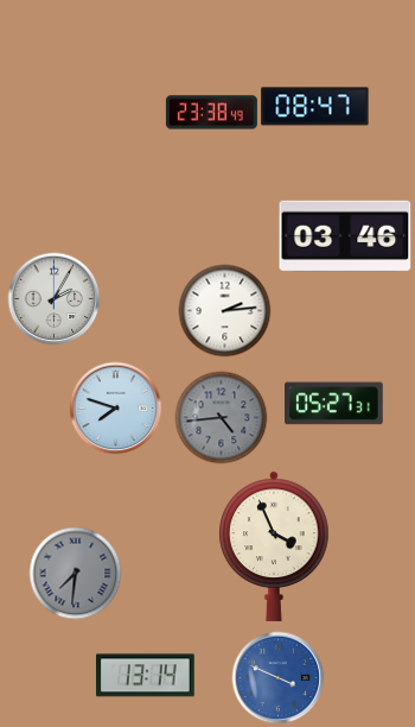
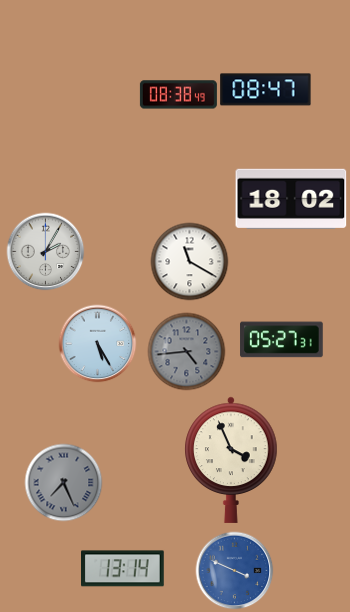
clock at (211, 113): 23:38 -> 08:38
clock at (345, 236): 03:46 -> 18:02
clock at (224, 310): 2:14 -> 11:20
clock at (115, 407): 7:48 -> 5:25
clock at (75, 573): 7:31 -> 7:26
